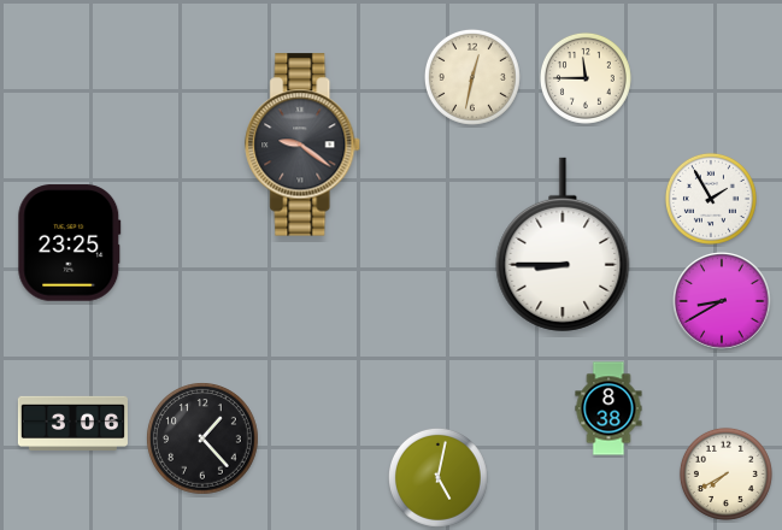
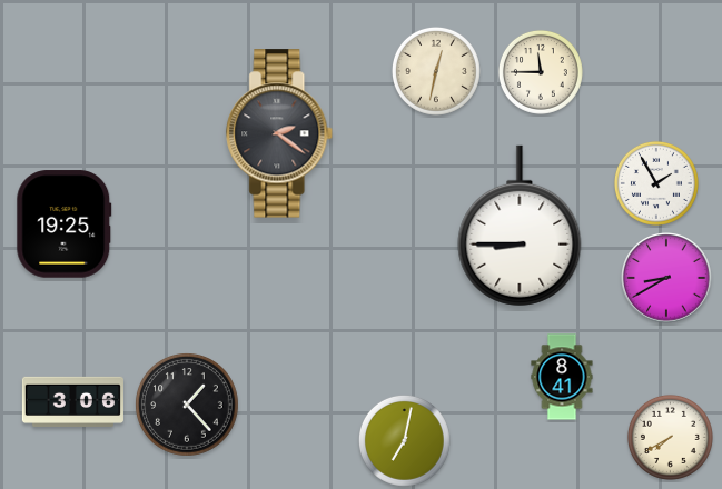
clock at (304, 145): 9:21 -> 2:21
clock at (70, 243): 23:25 -> 19:25
clock at (608, 408): 8:38 -> 8:41
clock at (72, 423) position: (72, 423) -> (72, 401)
clock at (437, 477): 5:02 -> 7:02
